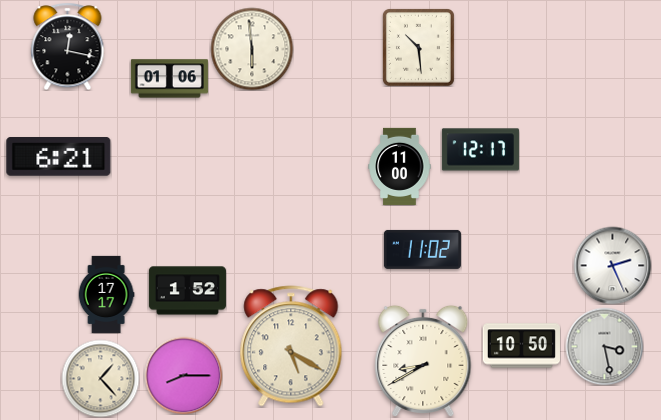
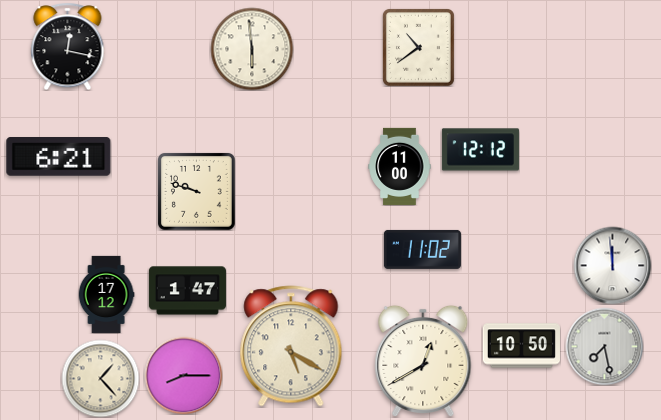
clock at (418, 47): 10:29 -> 10:39
clock at (169, 79): 01:06 -> none
clock at (480, 150): 12:17 -> 12:12
clock at (196, 191): none -> 9:48
clock at (612, 265): 2:26 -> 11:59
clock at (187, 291): 1:52 -> 1:47
clock at (106, 294): 17:17 -> 17:12
clock at (604, 346): 3:28 -> 7:28
clock at (423, 360): 8:40 -> 12:40
